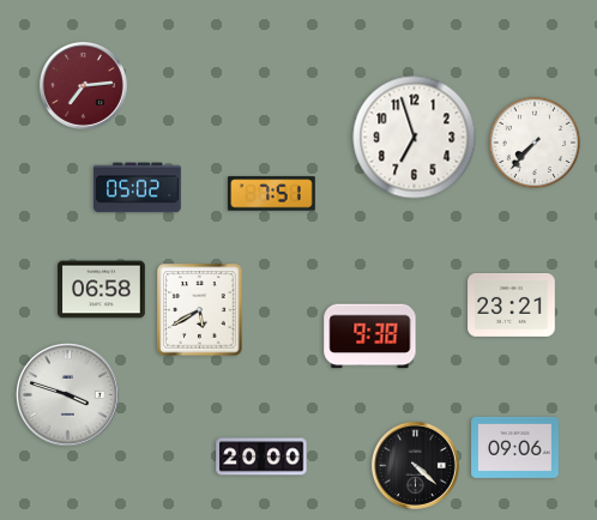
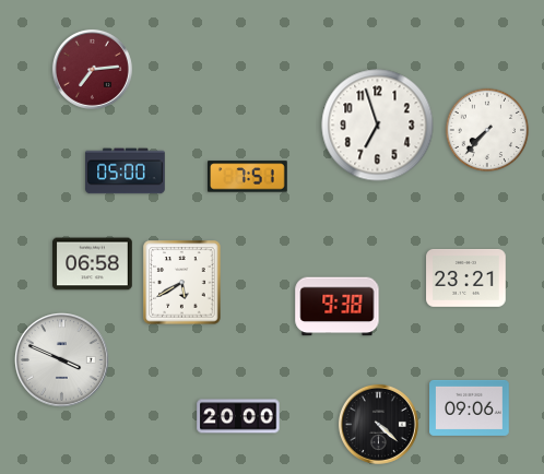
clock at (83, 85) position: (83, 85) -> (92, 69)
clock at (138, 188): 05:02 -> 05:00
clock at (68, 395): 3:48 -> 3:49
